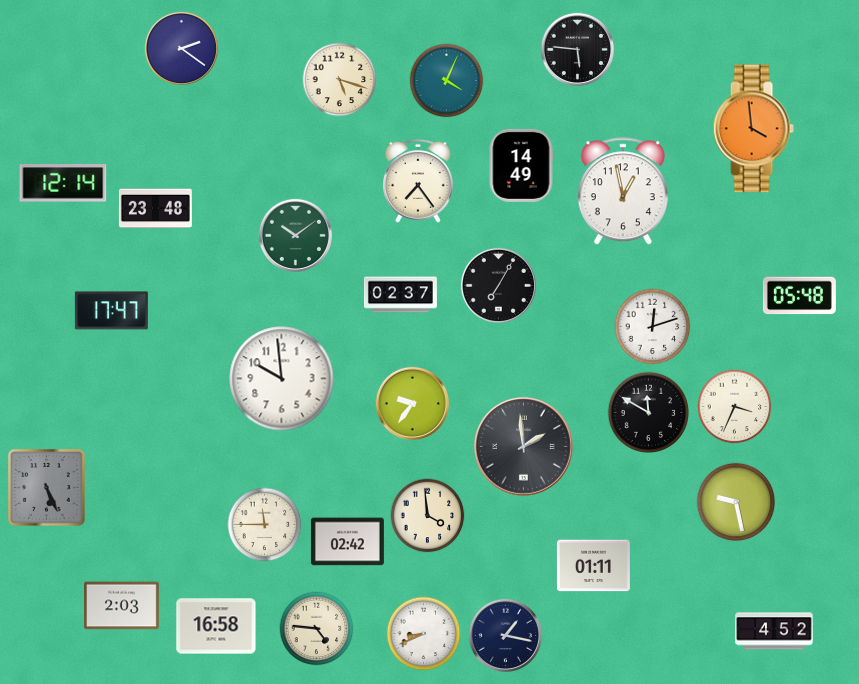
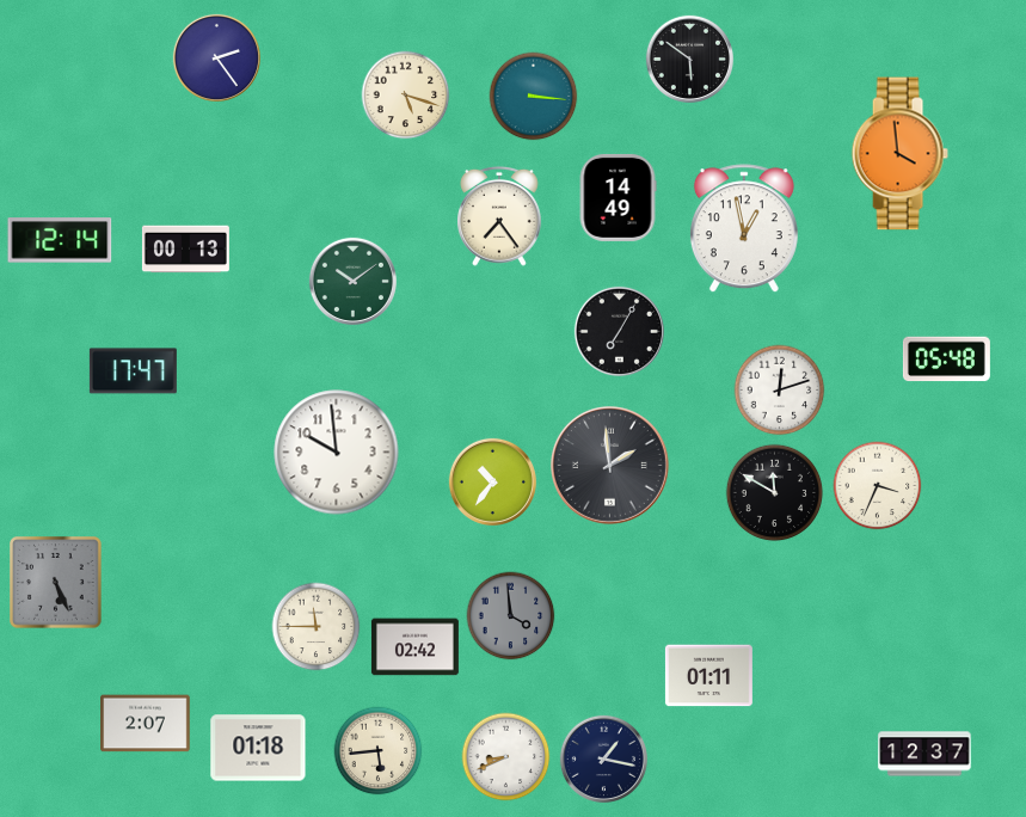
clock at (181, 48): 2:21 -> 2:24
clock at (577, 49): 5:46 -> 5:51
clock at (447, 81): 4:04 -> 3:16
clock at (521, 165) position: (521, 165) -> (618, 197)
clock at (63, 183) position: (63, 183) -> (60, 240)
clock at (155, 209): 23:48 -> 00:13
clock at (498, 285) position: (498, 285) -> (619, 331)
clock at (400, 295): 02:37 -> none
clock at (799, 296) position: (799, 296) -> (946, 360)
clock at (412, 403): 9:36 -> 10:36
clock at (523, 446) position: (523, 446) -> (609, 465)
clock at (736, 502): 9:28 -> none
clock at (428, 516) dial: cream -> grey
clock at (122, 606): 2:03 -> 2:07
clock at (216, 626): 16:58 -> 01:18
clock at (317, 629): 4:46 -> 5:44
clock at (774, 631): 4:52 -> 12:37
